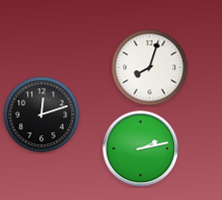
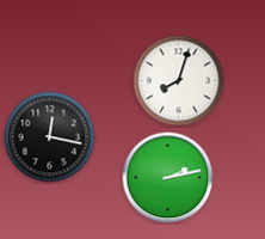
clock at (42, 115): 12:12 -> 12:17
